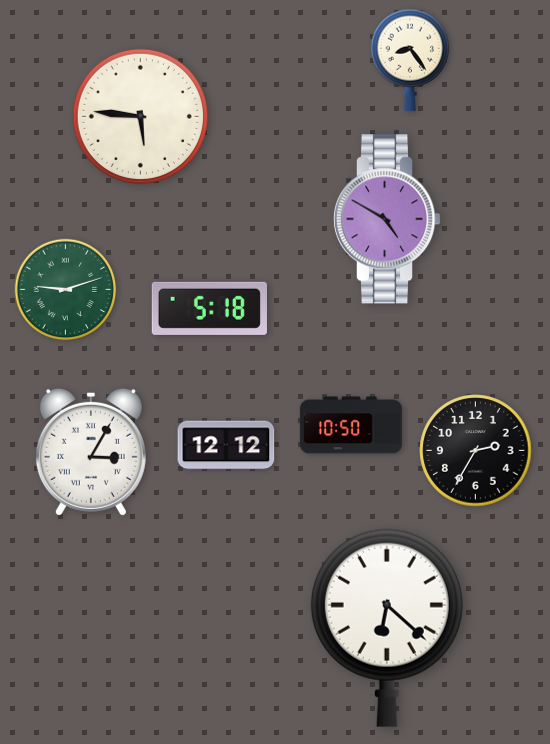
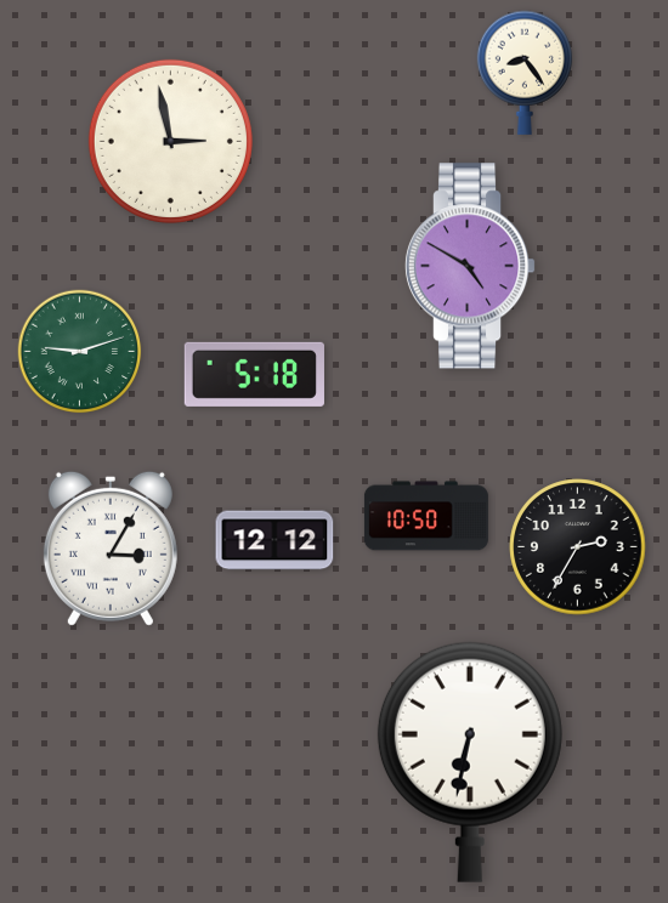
clock at (409, 60) position: (409, 60) -> (523, 73)
clock at (140, 116): 5:46 -> 2:58
clock at (387, 628): 6:22 -> 6:32
